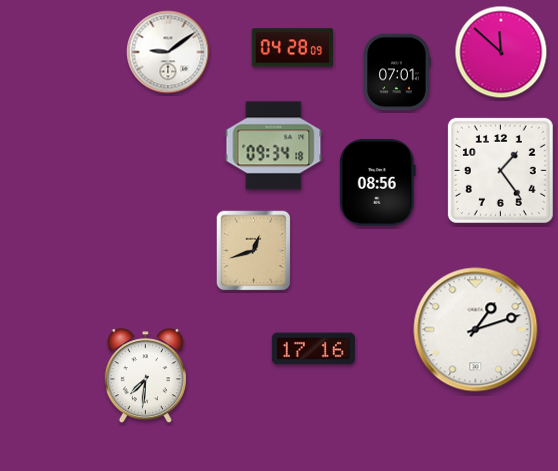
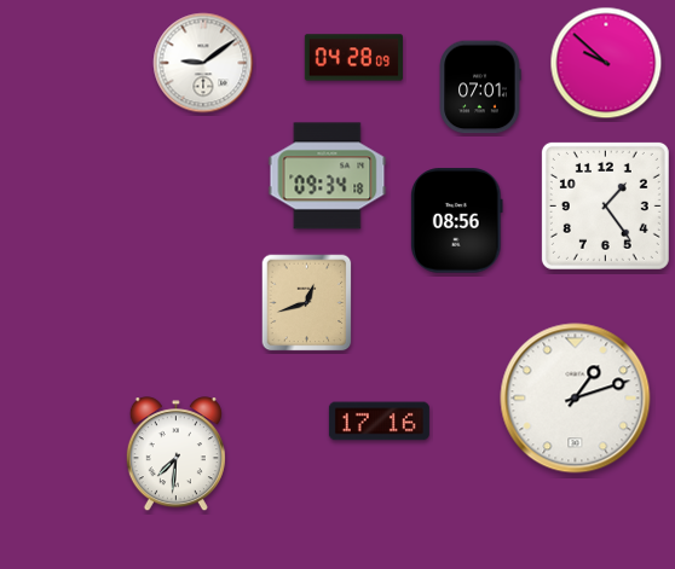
clock at (501, 52): 11:52 -> 9:52
clock at (274, 146) position: (274, 146) -> (328, 176)
